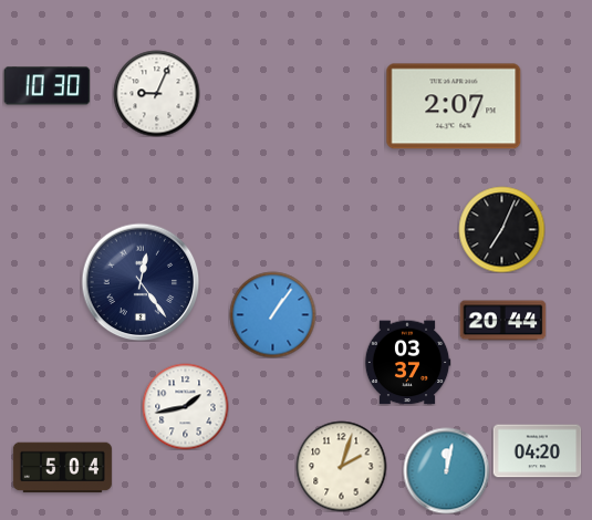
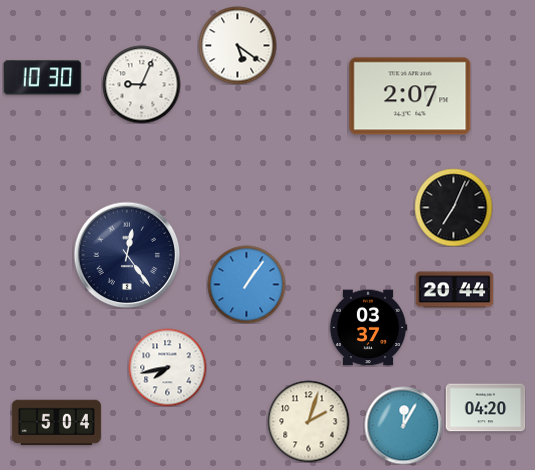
clock at (237, 45): none -> 5:21
clock at (185, 406): 1:43 -> 7:43
clock at (446, 470): 12:02 -> 12:05
